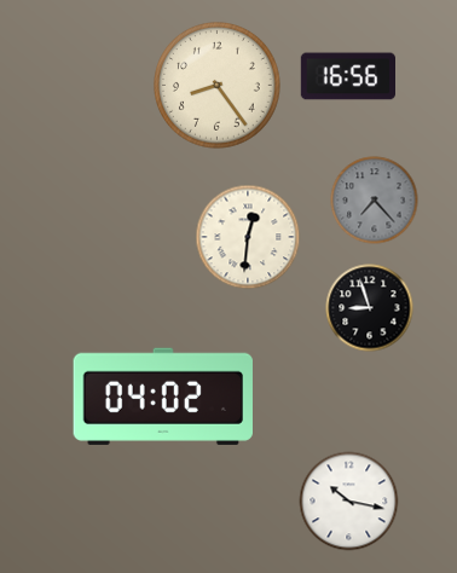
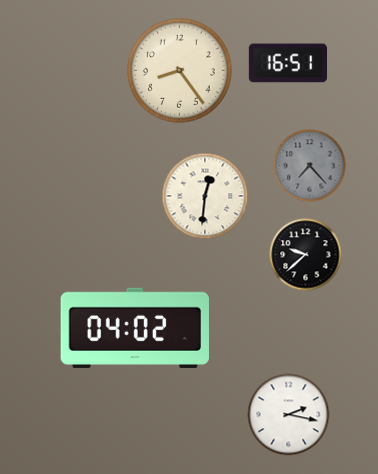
clock at (347, 76): 16:56 -> 16:51
clock at (370, 308): 8:57 -> 9:38
clock at (349, 502): 10:17 -> 2:17
